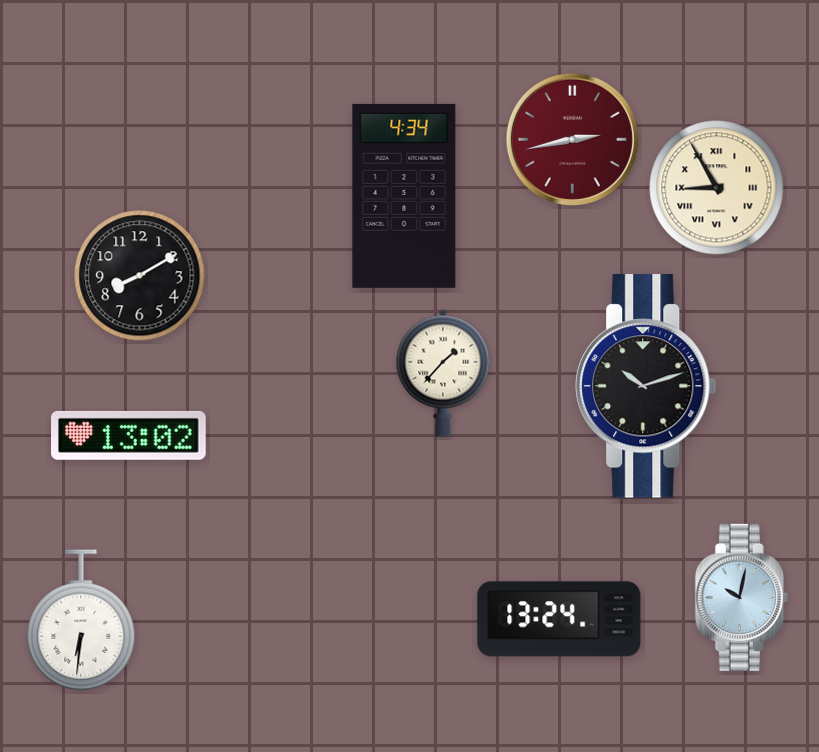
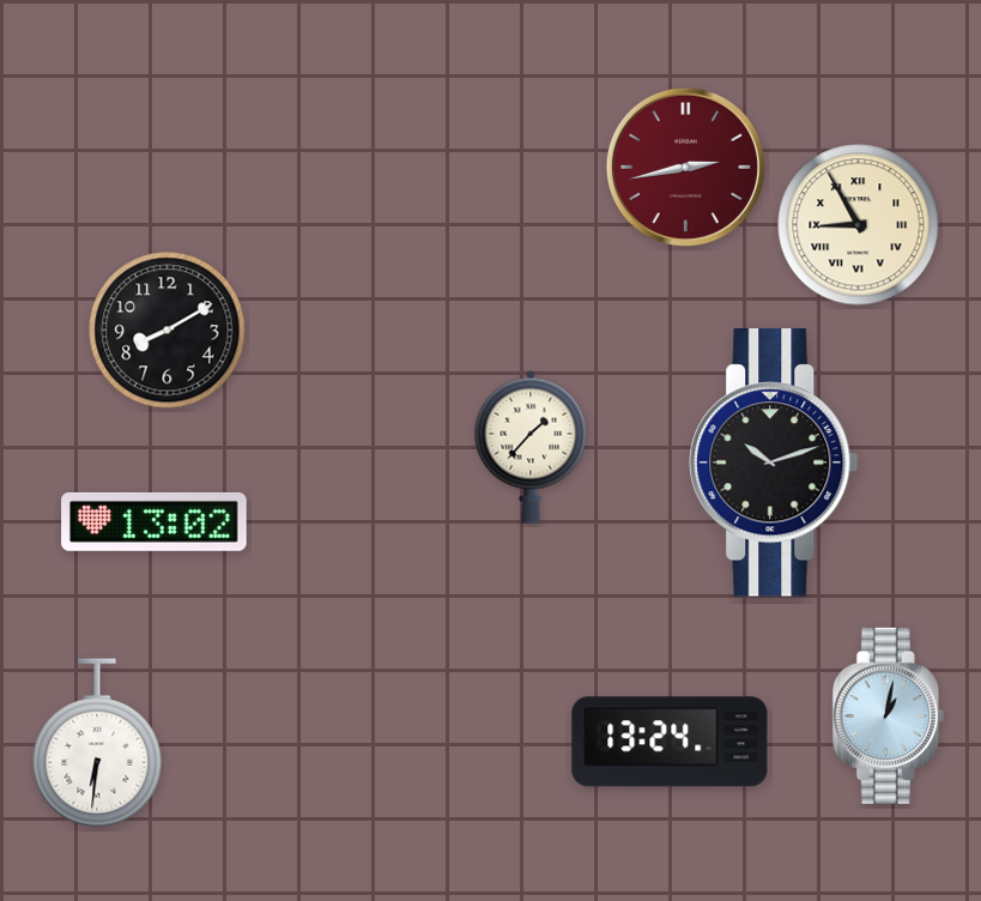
clock at (404, 196): 4:34 -> none
clock at (741, 597): 10:02 -> 1:02
